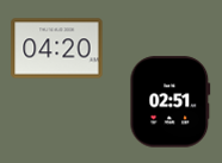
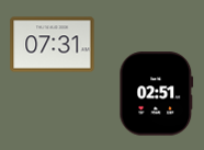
clock at (57, 49): 04:20 -> 07:31
